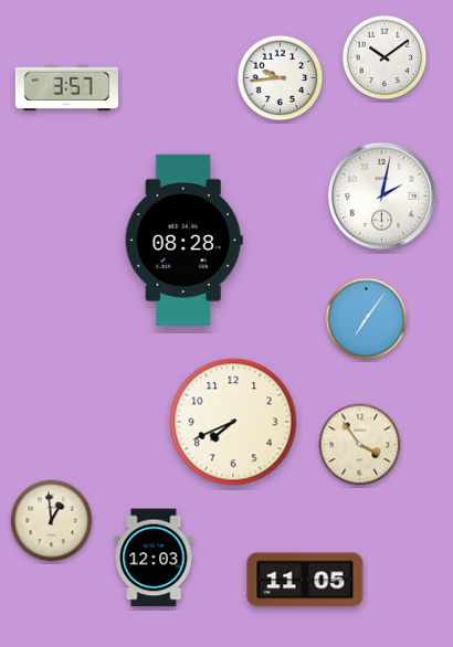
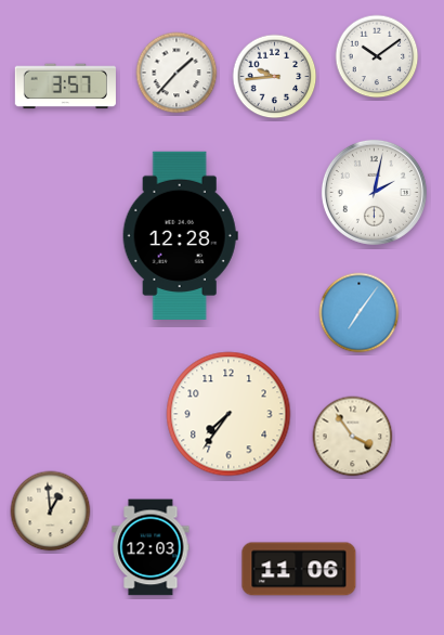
clock at (177, 73): none -> 1:37
clock at (183, 240): 08:28 -> 12:28
clock at (233, 422): 7:41 -> 7:36
clock at (305, 580): 11:05 -> 11:06
